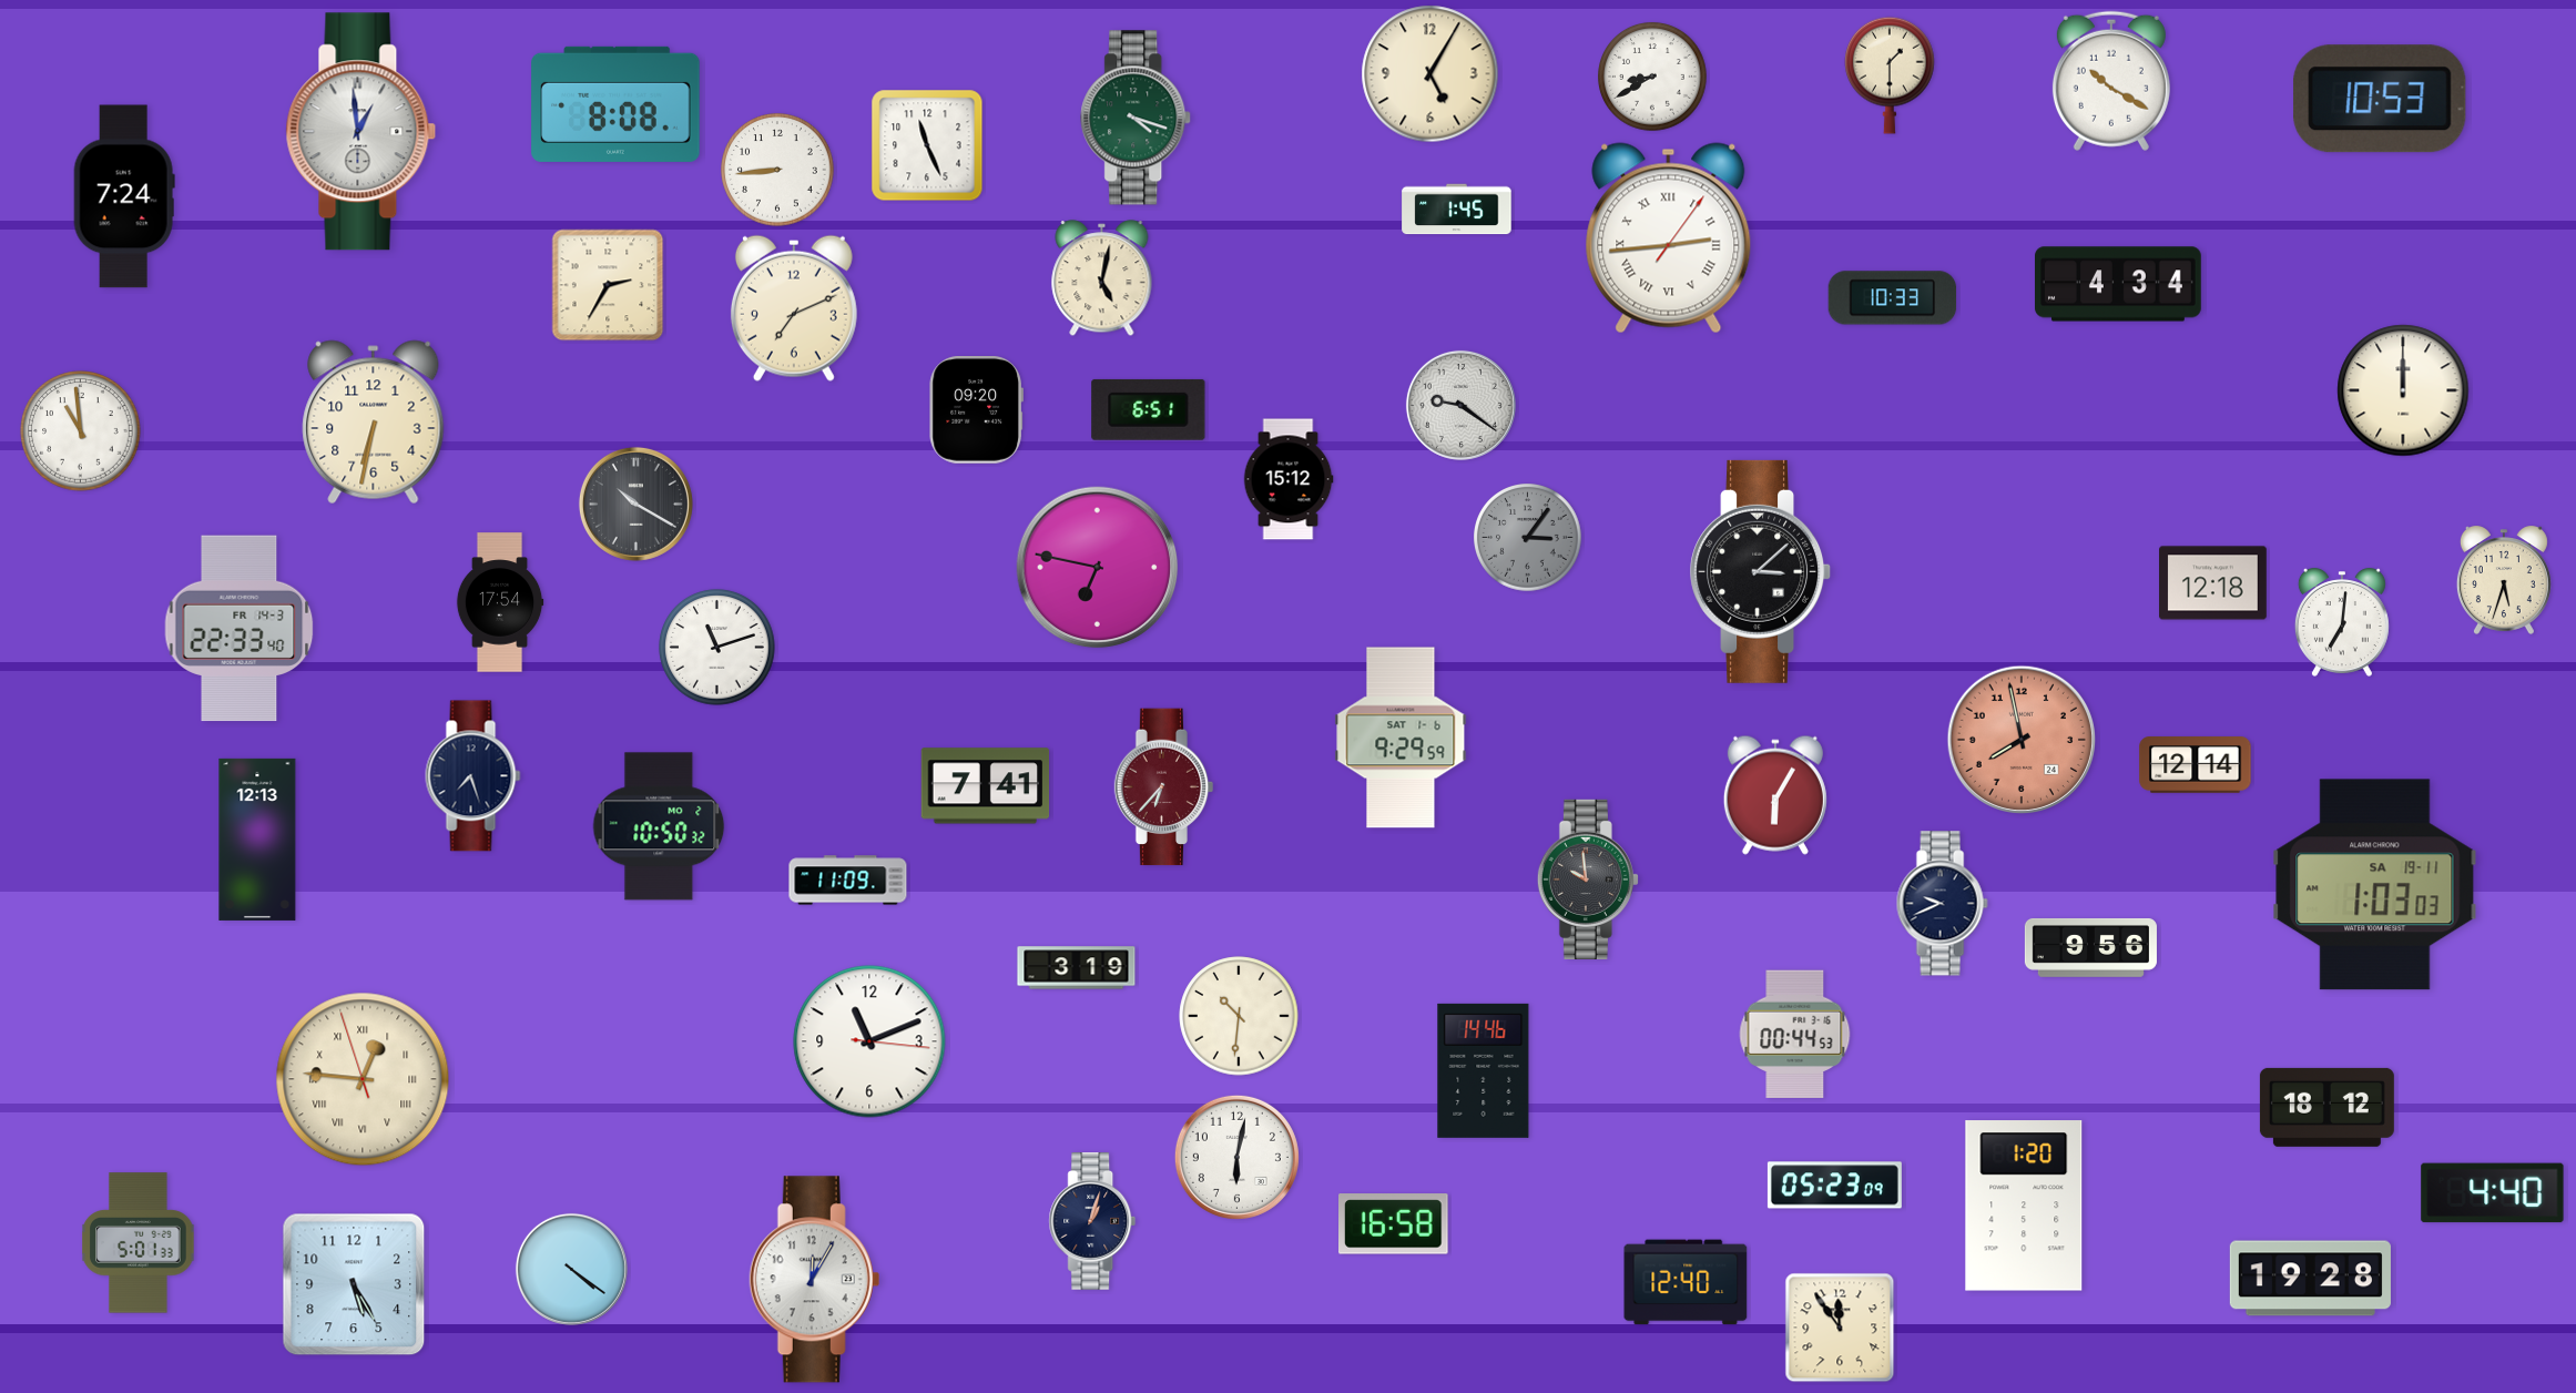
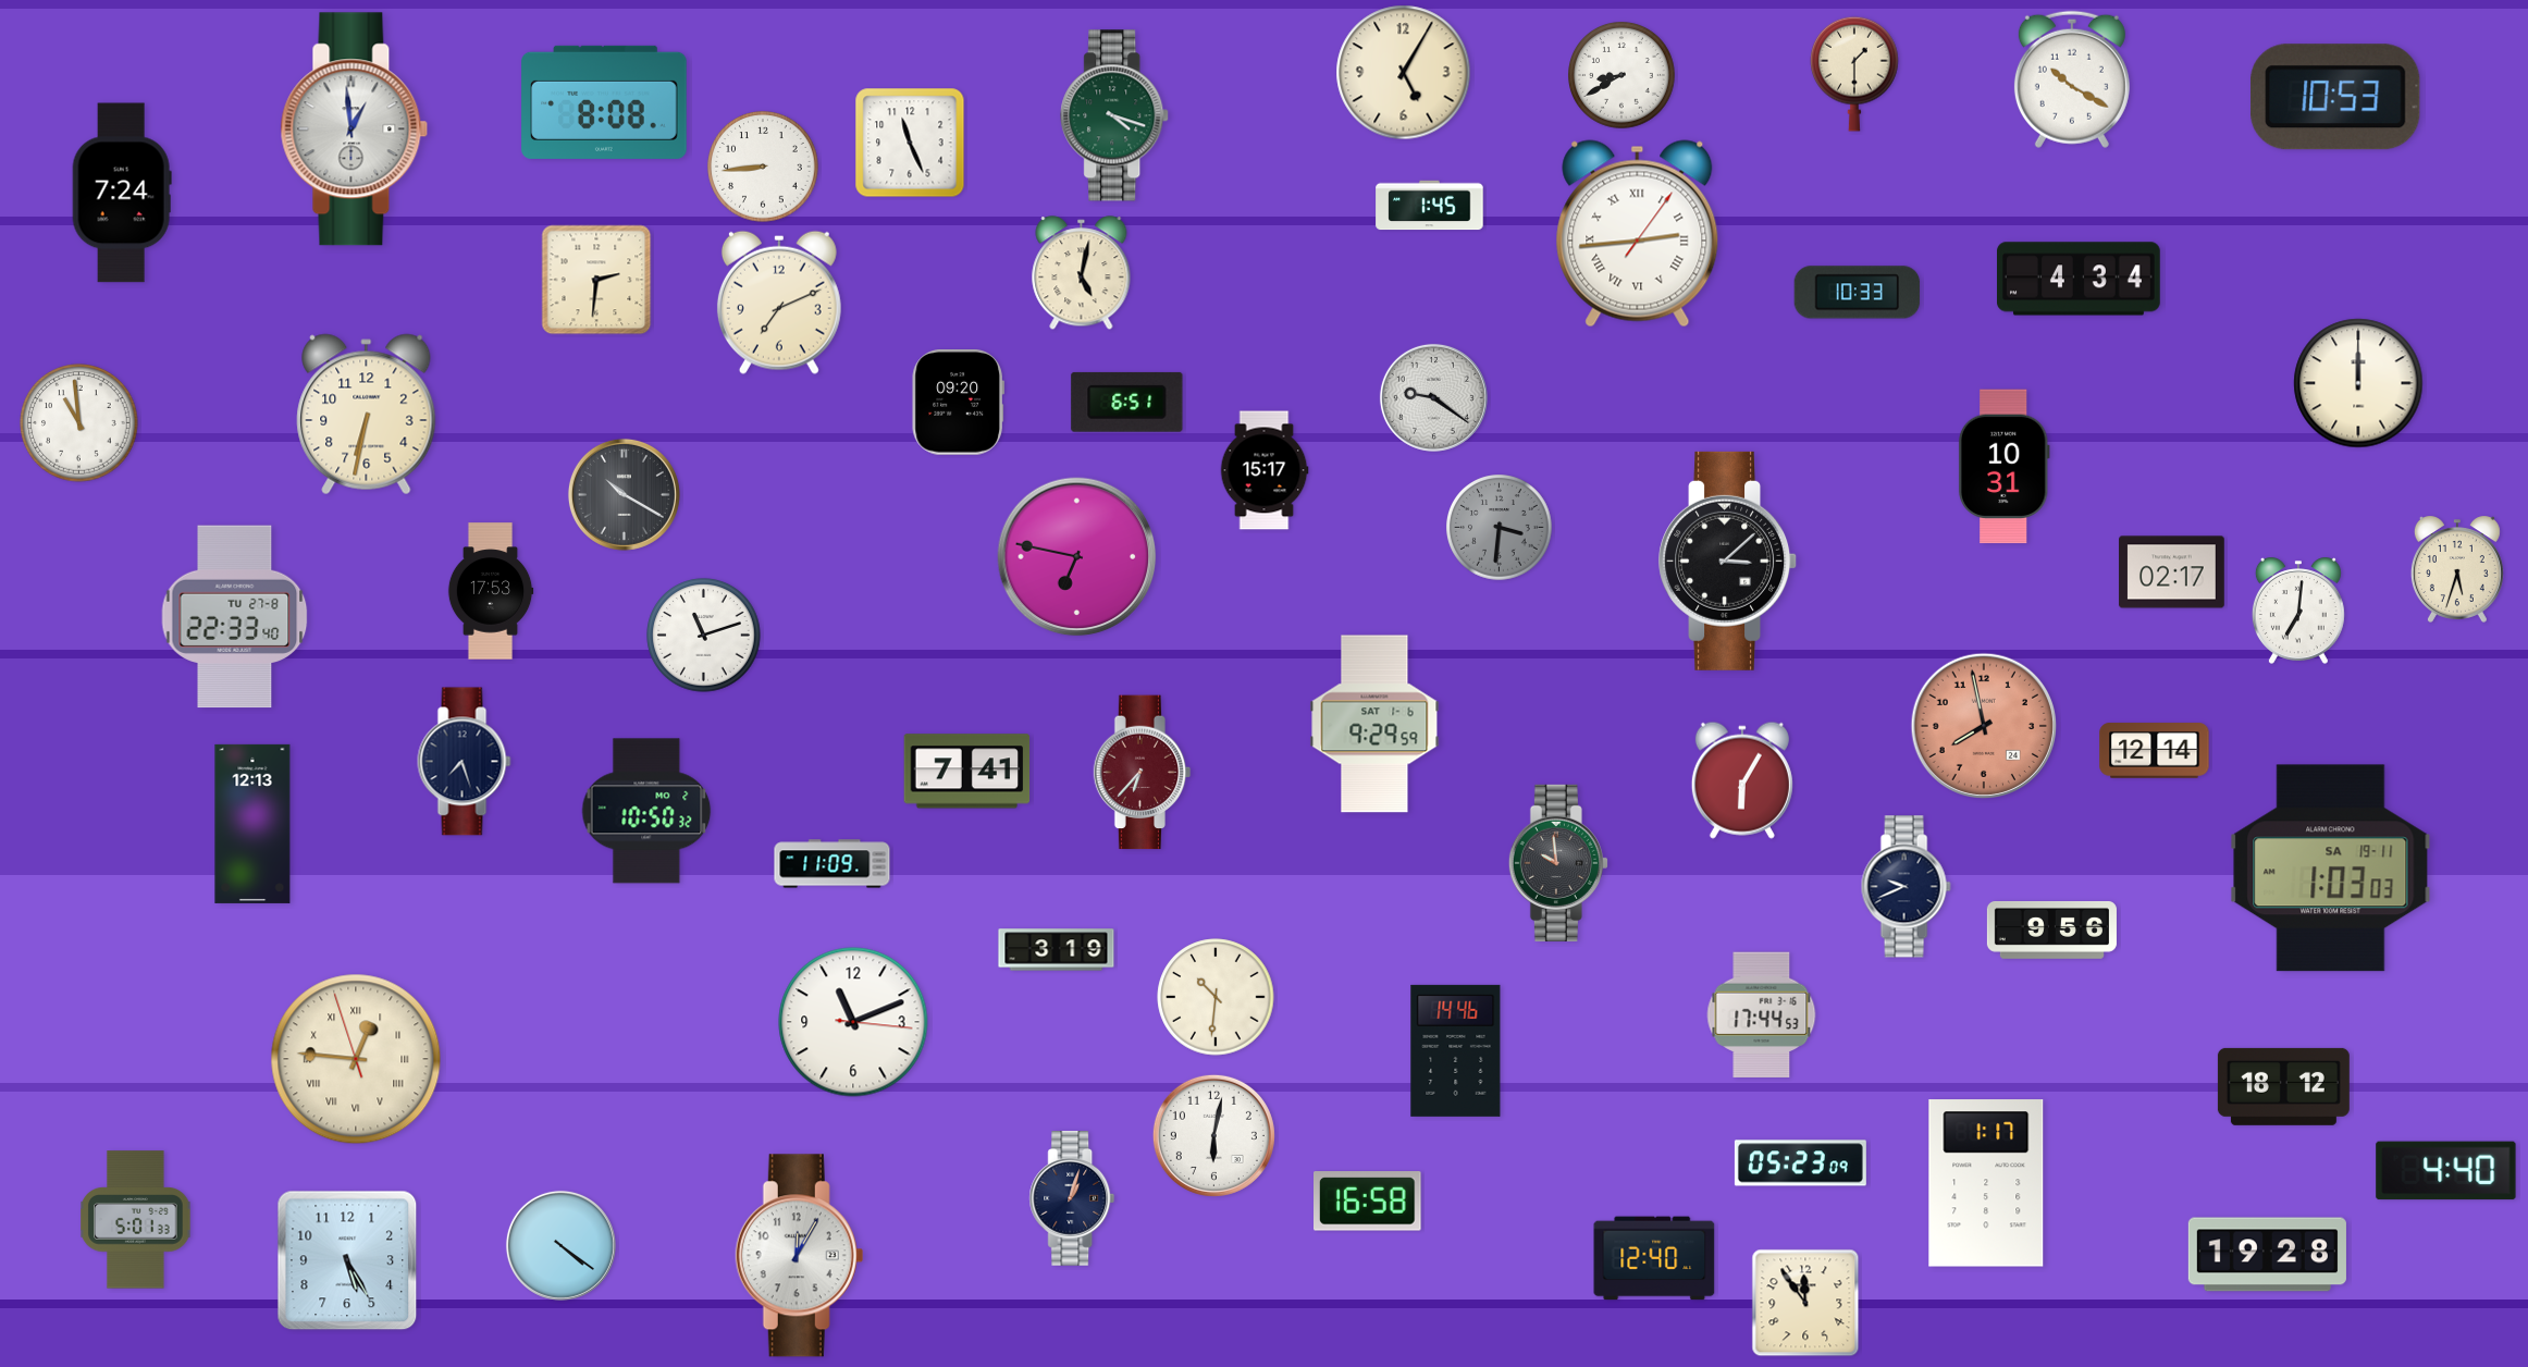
clock at (608, 285): 2:35 -> 2:31
clock at (2003, 467): none -> 10:31
clock at (1289, 479): 15:12 -> 15:17
clock at (1528, 538): 3:06 -> 3:31
clock at (2213, 583): 12:18 -> 02:17
clock at (500, 602): 17:54 -> 17:53
clock at (240, 629) date: FR 14-3 -> TU 27-8
clock at (1795, 1035): 00:44 -> 17:44
clock at (2024, 1206): 1:20 -> 1:17
